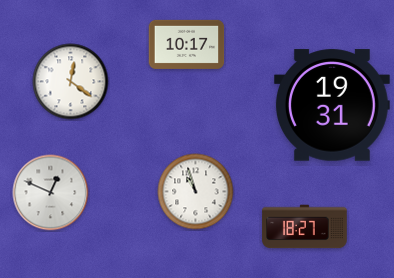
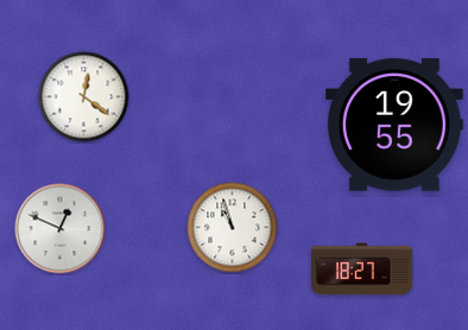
clock at (187, 44): 10:17 -> none
clock at (332, 105): 19:31 -> 19:55
